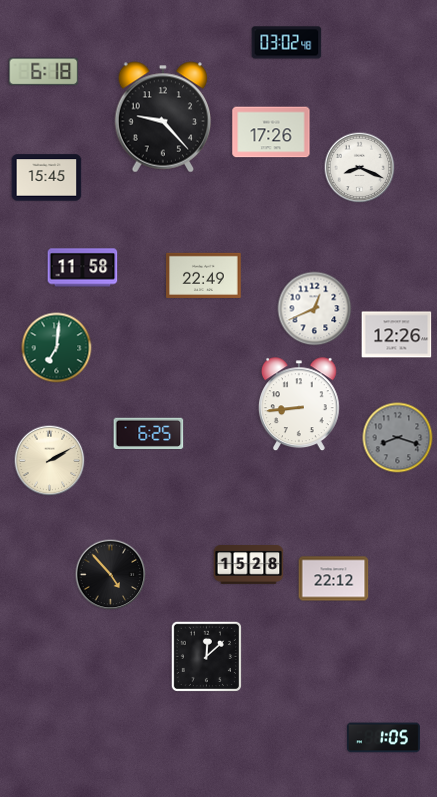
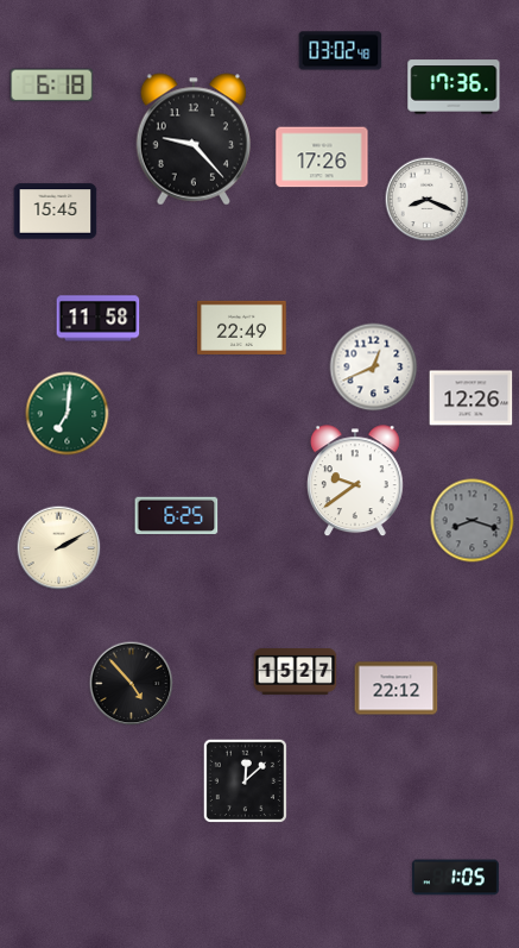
clock at (454, 87): none -> 17:36
clock at (299, 405): 8:44 -> 9:39
clock at (249, 565): 15:28 -> 15:27
